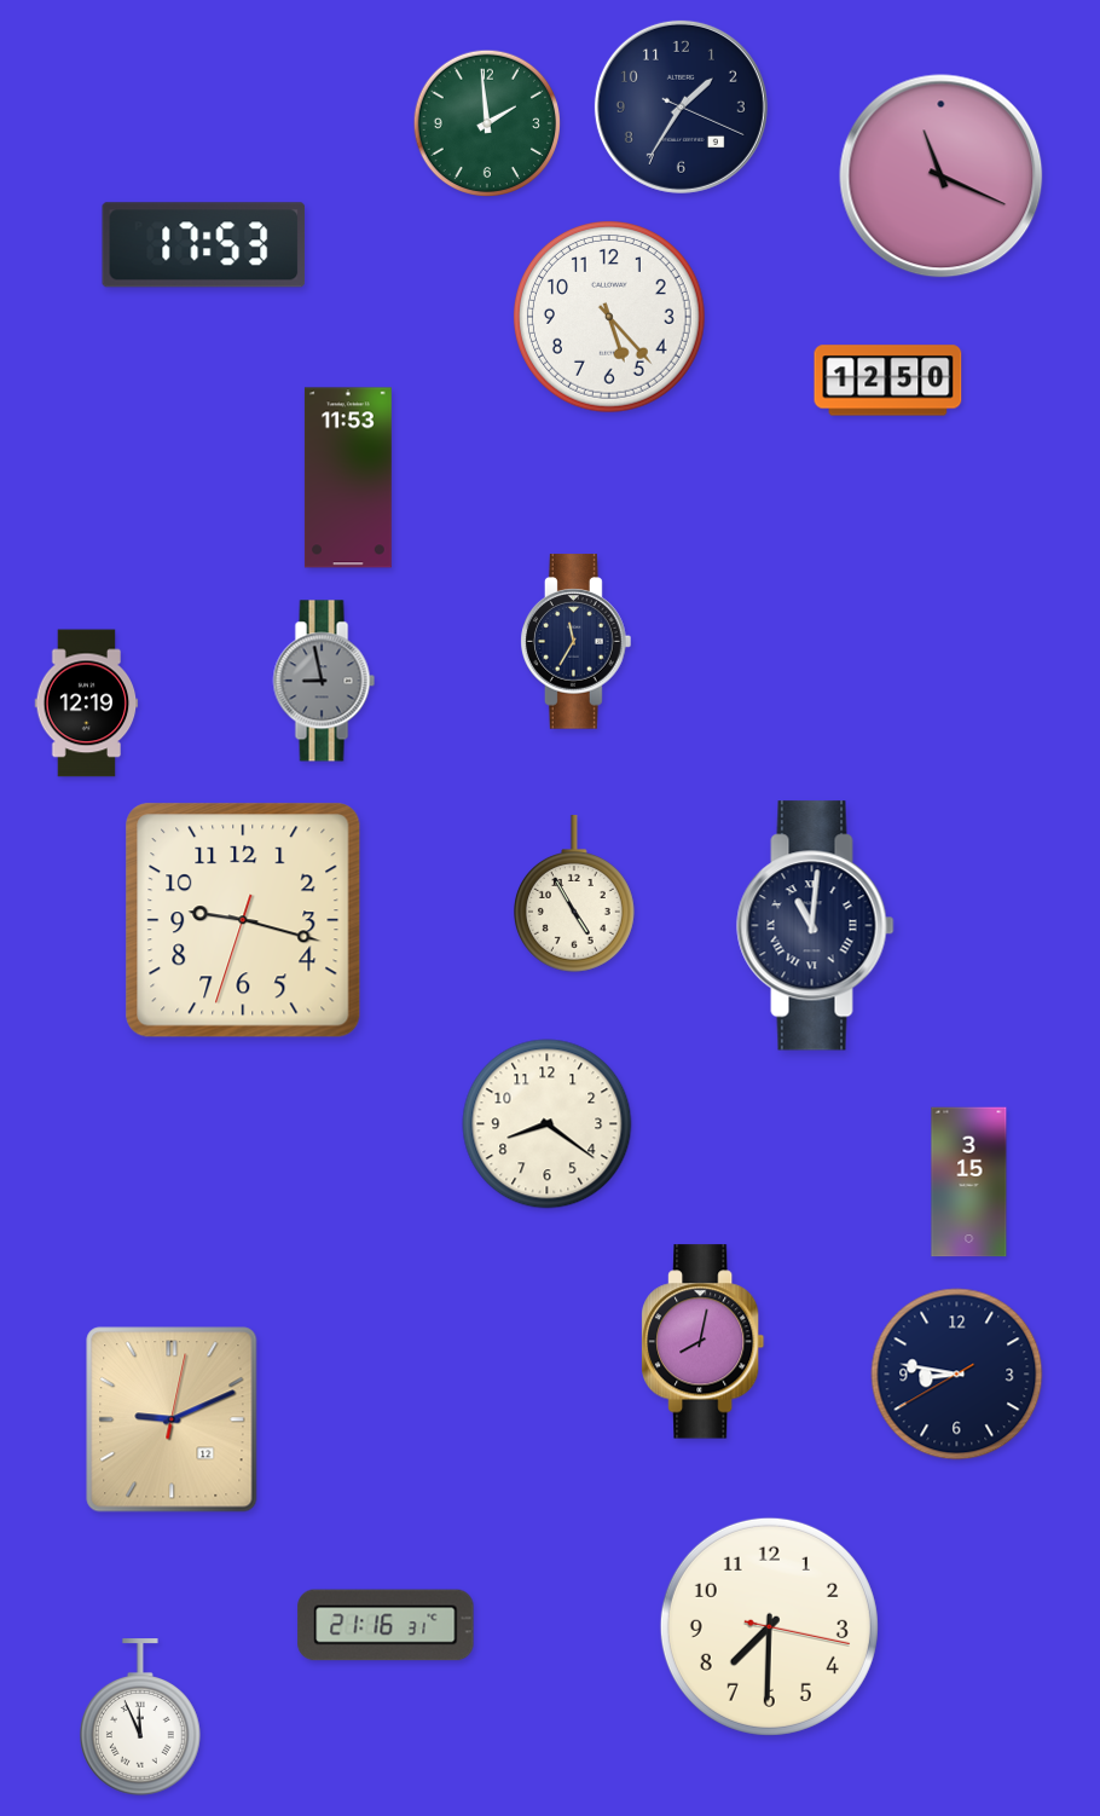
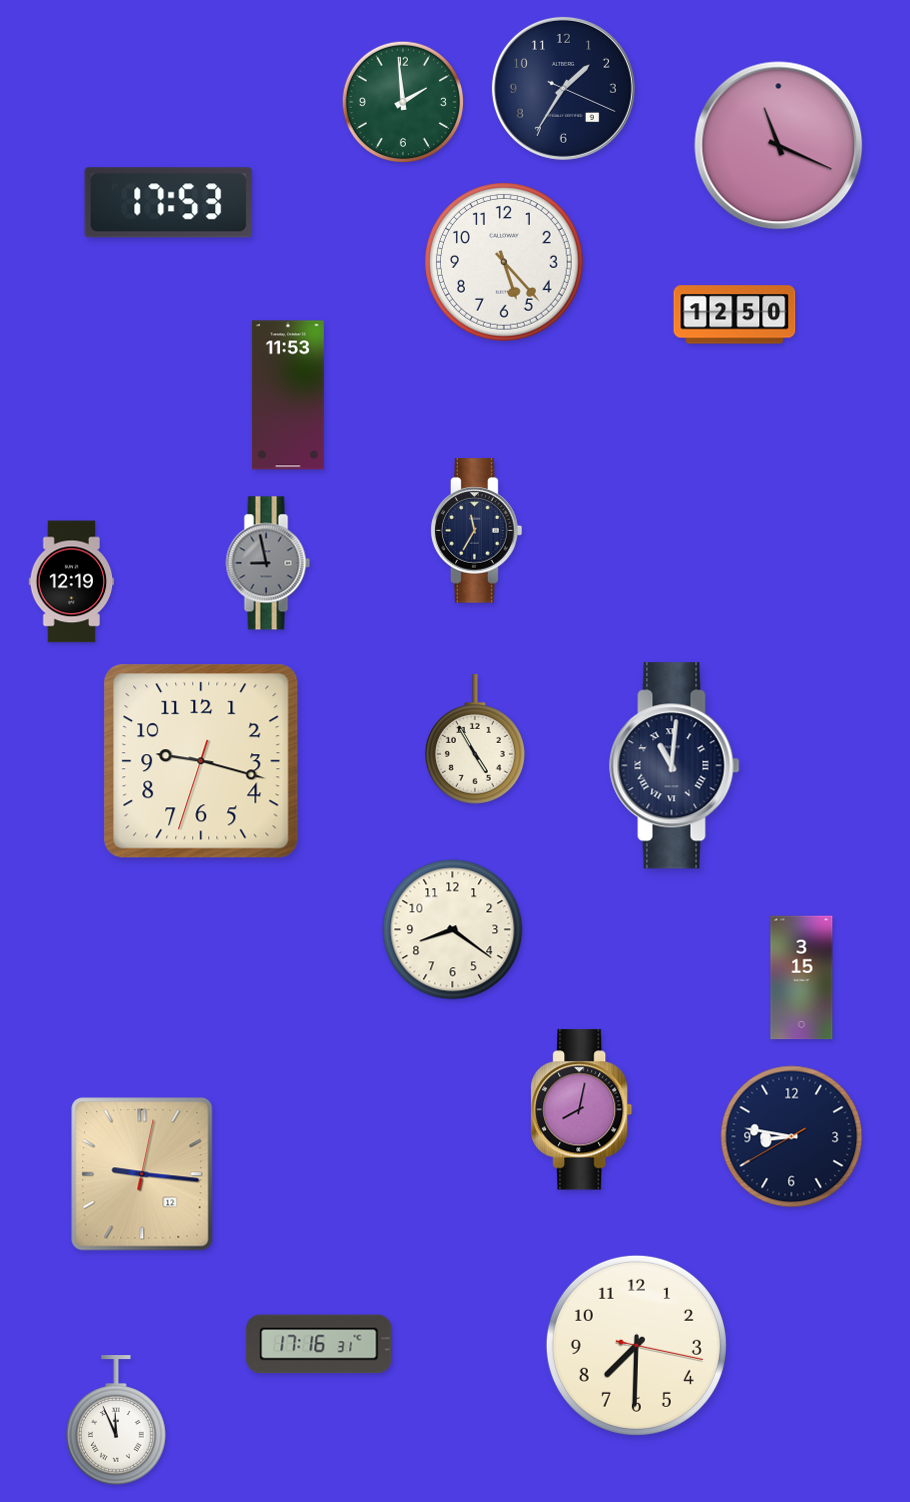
clock at (172, 1419): 9:11 -> 9:16
clock at (386, 1625): 21:16 -> 17:16
